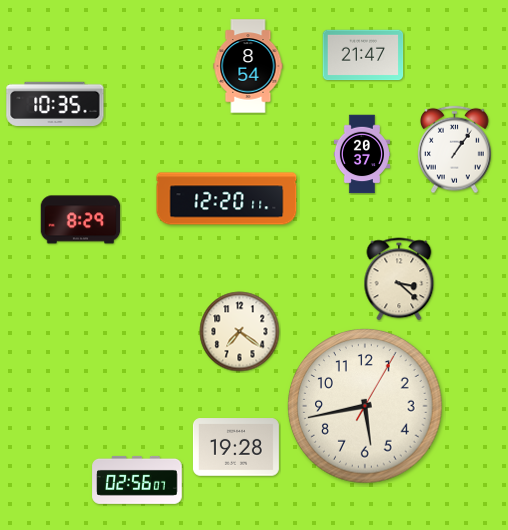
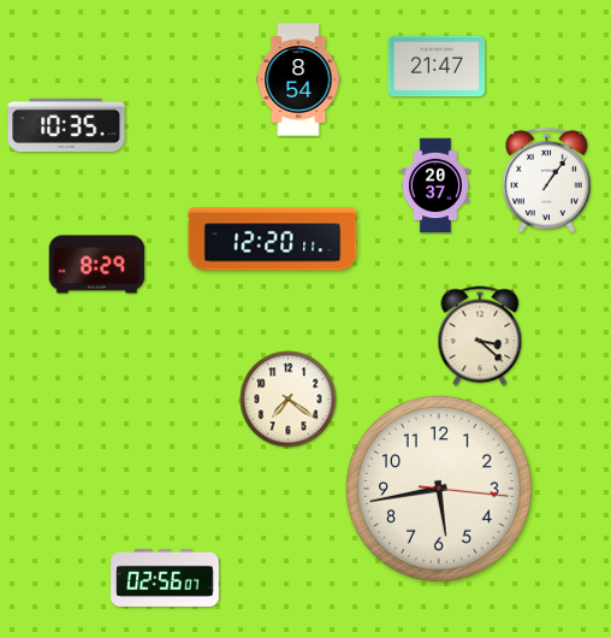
clock at (365, 406): 5:43:05 -> 5:43:16
clock at (236, 447): 19:28 -> none
